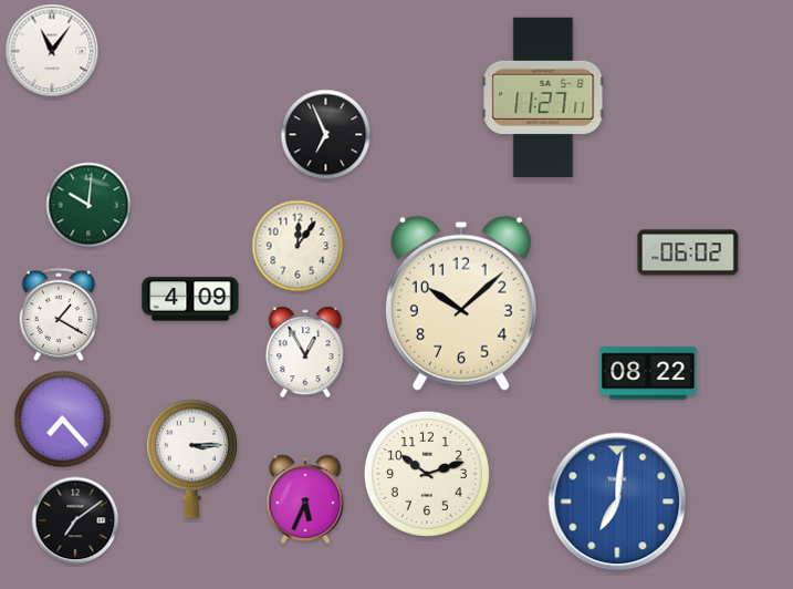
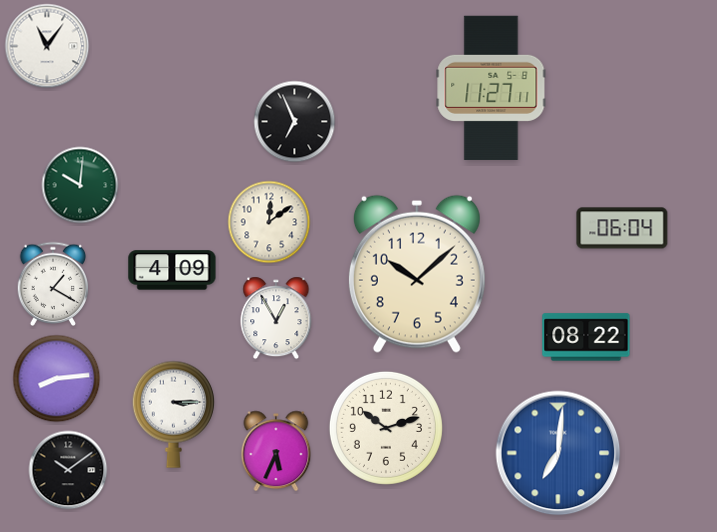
clock at (298, 246): 12:06 -> 12:09
clock at (688, 252): 06:02 -> 06:04
clock at (63, 420): 7:23 -> 8:14
clock at (75, 520): 7:09 -> 10:09
